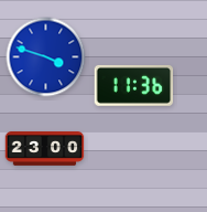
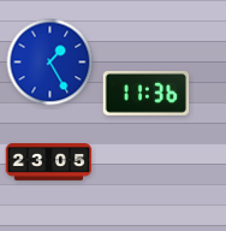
clock at (46, 57): 3:48 -> 1:25
clock at (45, 149): 23:00 -> 23:05
